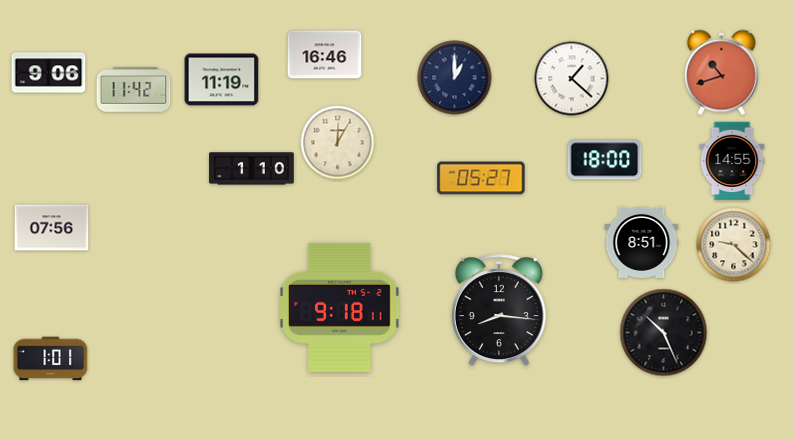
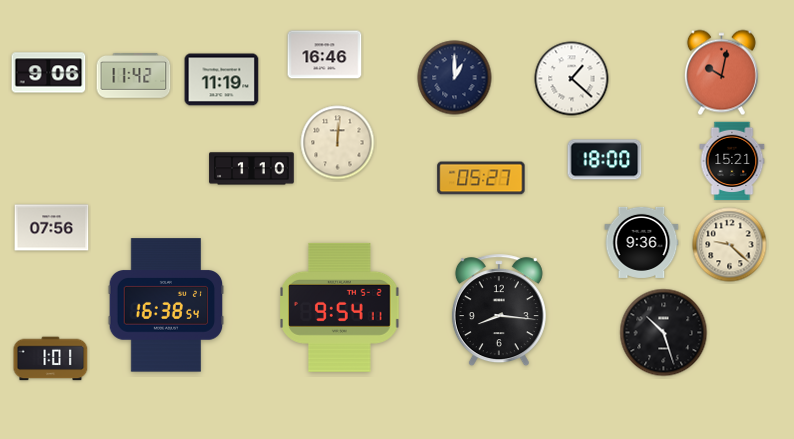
clock at (721, 73): 10:42 -> 10:02
clock at (134, 90) position: (134, 90) -> (134, 76)
clock at (338, 143): 12:05 -> 12:01
clock at (732, 161): 14:55 -> 15:21
clock at (642, 242): 8:51 -> 9:36
clock at (734, 245) position: (734, 245) -> (730, 245)
clock at (166, 305): none -> 16:38
clock at (340, 307): 9:18 -> 9:54
clock at (664, 333): 10:26 -> 10:27
